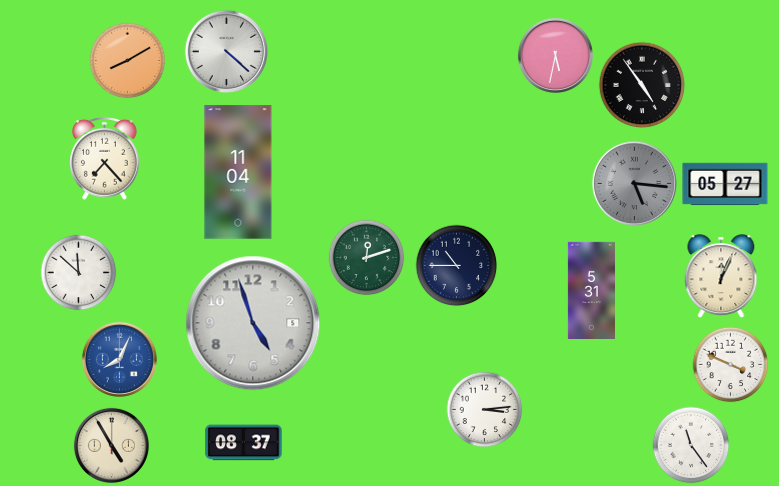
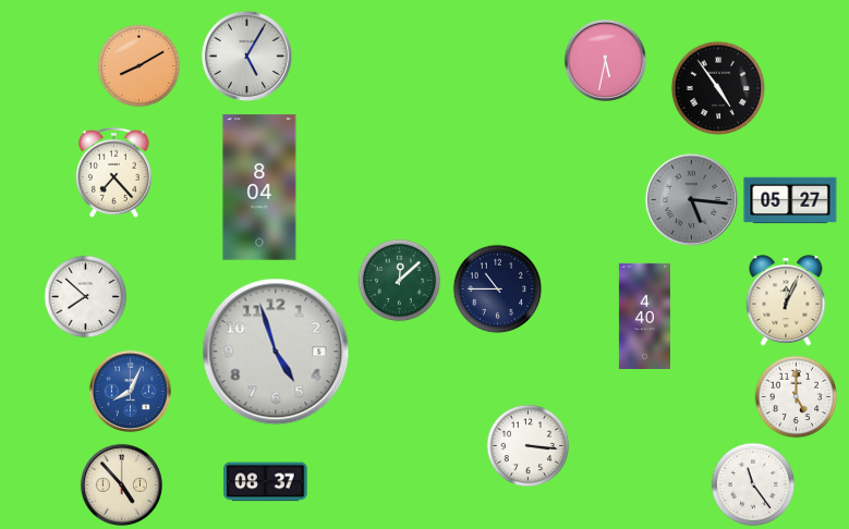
clock at (226, 51): 4:22 -> 5:05
clock at (642, 85) position: (642, 85) -> (718, 88)
clock at (238, 172): 11:04 -> 8:04
clock at (367, 258): 12:12 -> 12:08
clock at (79, 273): 11:52 -> 7:52
clock at (591, 290): 5:31 -> 4:40
clock at (731, 365): 3:49 -> 5:00
clock at (485, 410): 3:14 -> 3:16
clock at (111, 445): 4:55 -> 4:53
